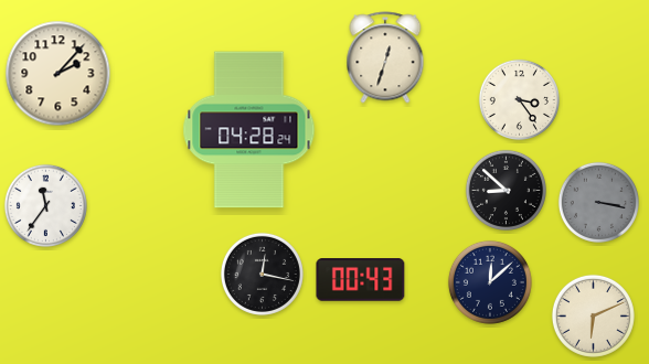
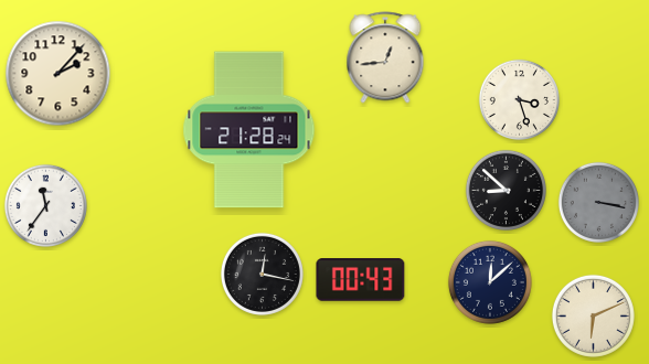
clock at (385, 57): 12:33 -> 12:44
clock at (519, 99): 3:24 -> 3:27
clock at (249, 130): 04:28 -> 21:28
